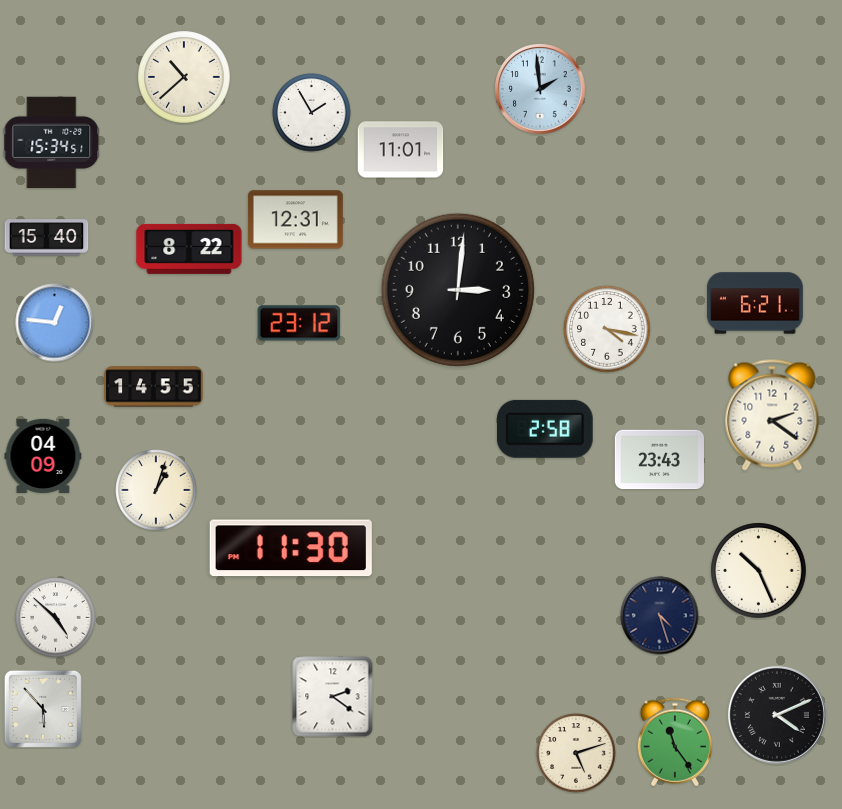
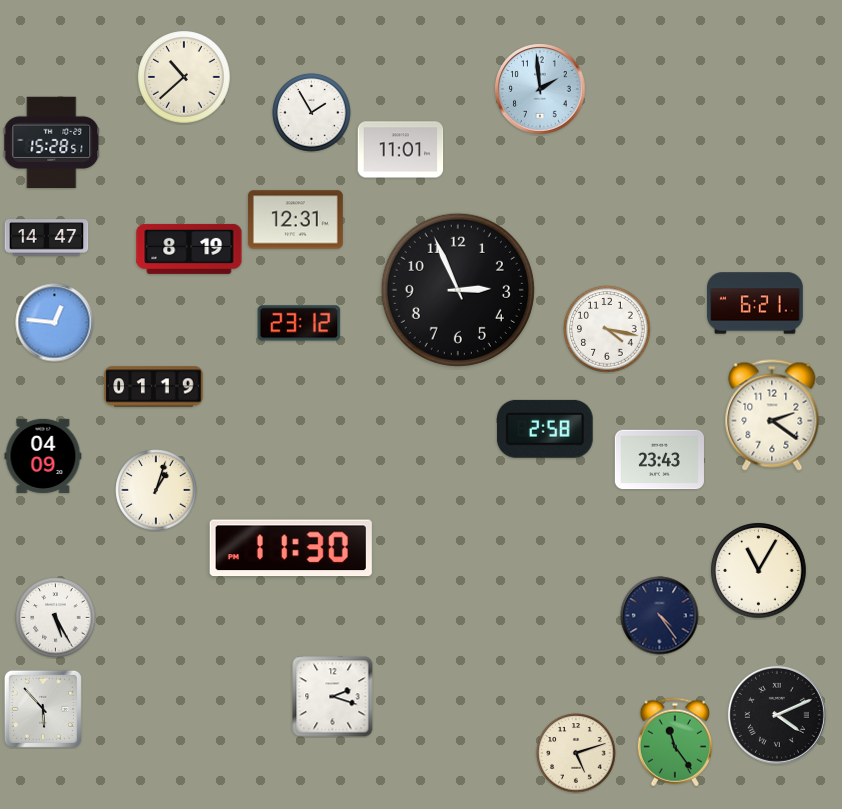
clock at (52, 143): 15:34 -> 15:28
clock at (47, 238): 15:40 -> 14:47
clock at (189, 249): 8:22 -> 8:19
clock at (458, 290): 3:01 -> 2:56
clock at (154, 387): 14:55 -> 01:19
clock at (759, 571): 10:26 -> 11:05
clock at (660, 616): 4:27 -> 4:24
clock at (56, 618): 4:52 -> 5:25
clock at (333, 697): 2:21 -> 2:18
